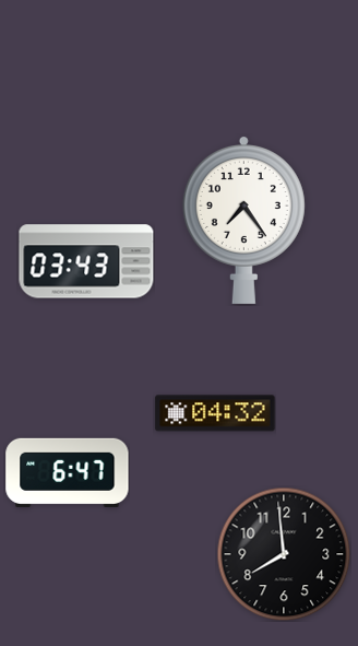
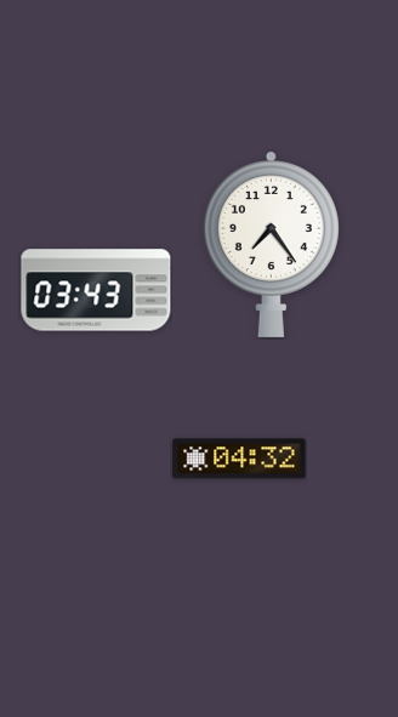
clock at (68, 472): 6:47 -> none
clock at (284, 554): 7:59 -> none
